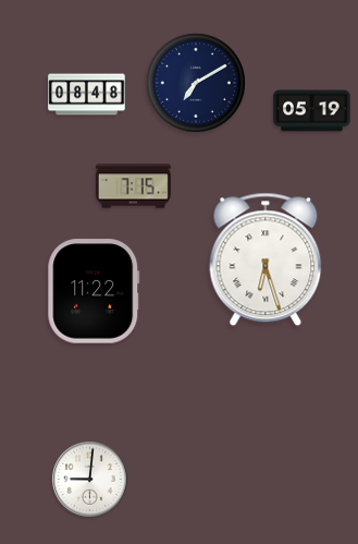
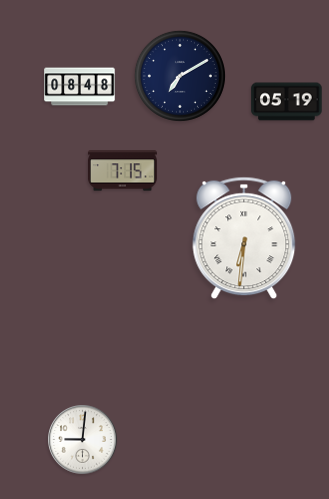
clock at (266, 259): 6:27 -> 6:31
clock at (94, 291): 11:22 -> none
